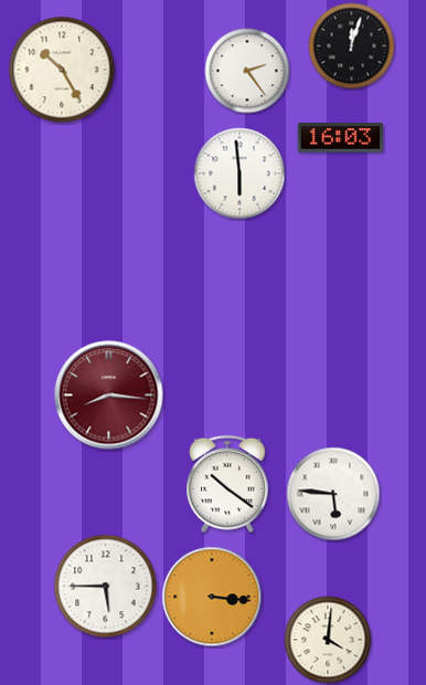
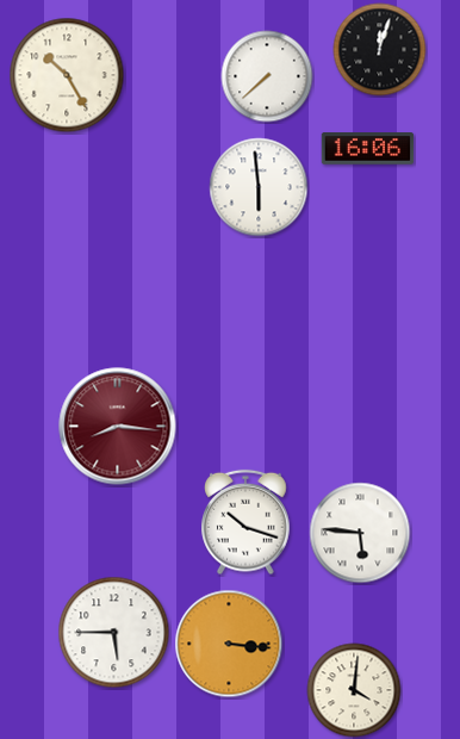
clock at (247, 71): 2:24 -> 7:38
clock at (341, 138): 16:03 -> 16:06
clock at (227, 484): 10:21 -> 10:18
